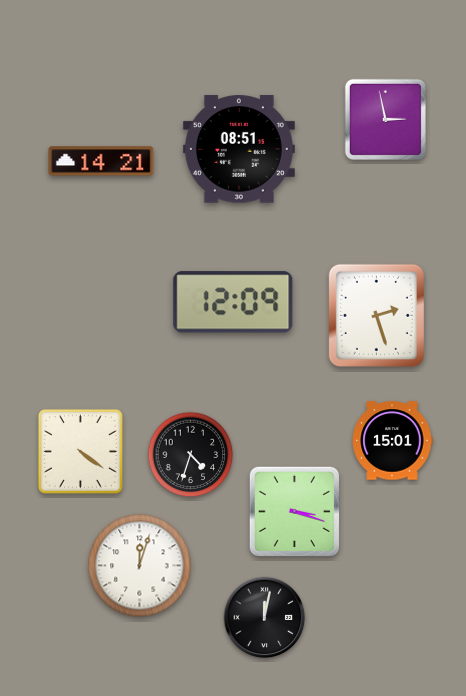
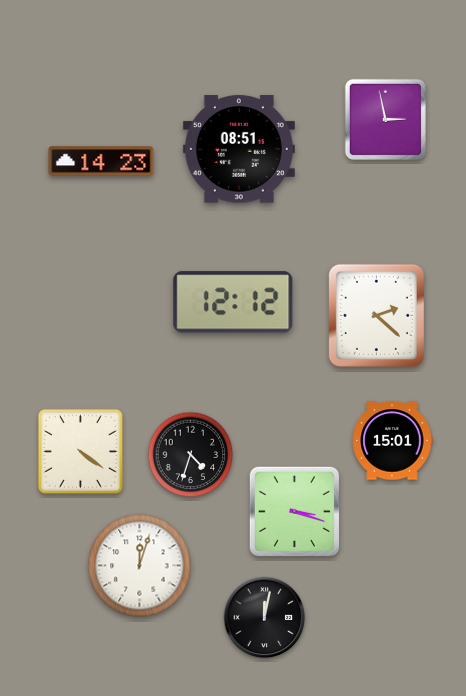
clock at (101, 161): 14:21 -> 14:23
clock at (233, 302): 12:09 -> 12:12
clock at (376, 315): 2:27 -> 2:22
